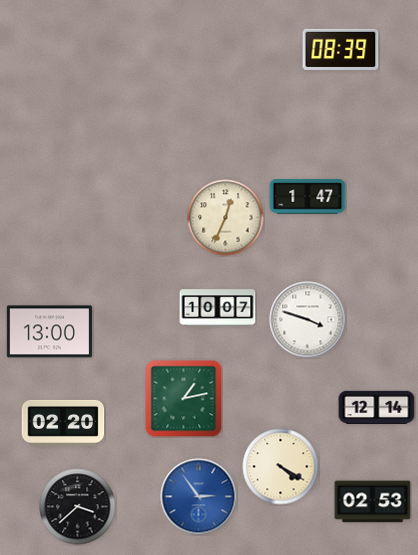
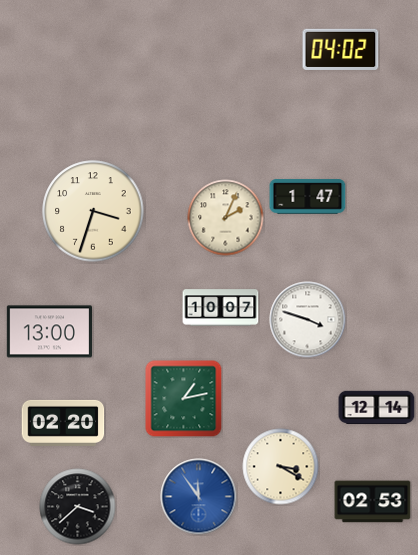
clock at (341, 49): 08:39 -> 04:02
clock at (93, 211): none -> 3:33
clock at (226, 218): 12:34 -> 2:04
clock at (218, 308) position: (218, 308) -> (221, 308)
clock at (281, 467): 4:20 -> 3:20
clock at (199, 497): 2:54 -> 11:54
